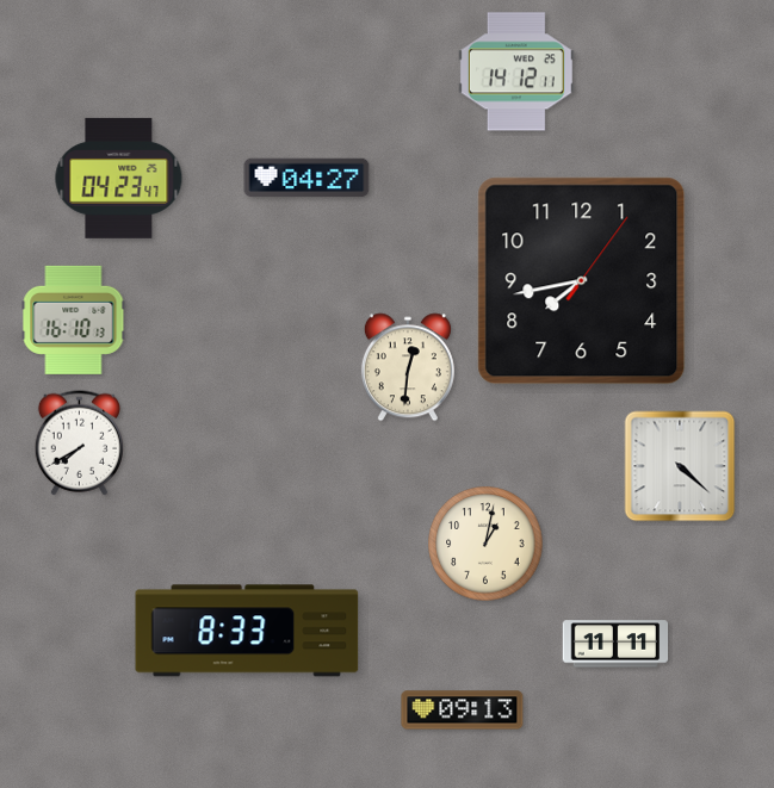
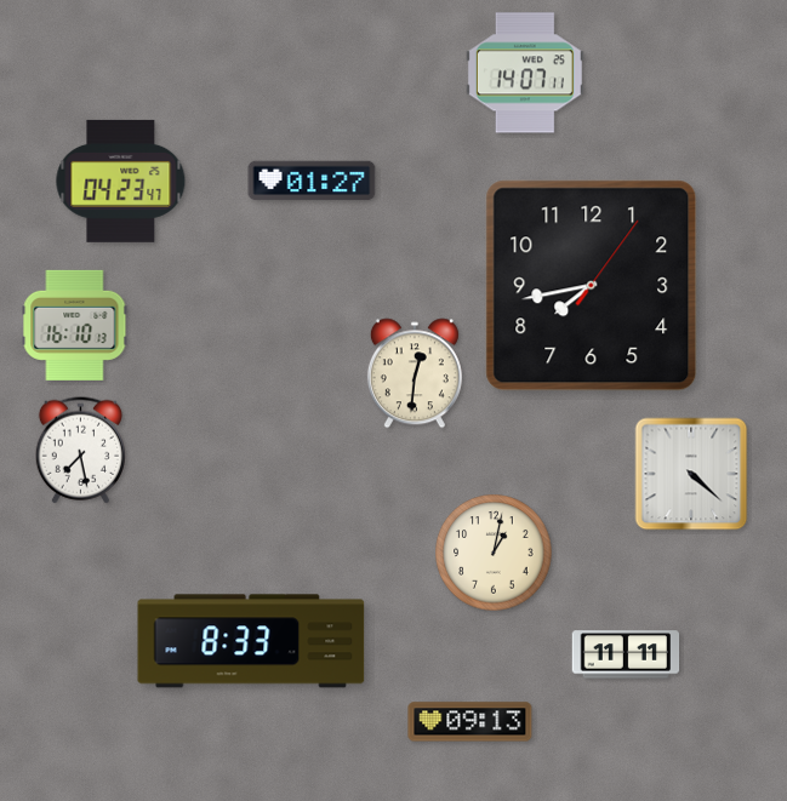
clock at (516, 72): 14:12 -> 14:07
clock at (306, 178): 04:27 -> 01:27
clock at (79, 443): 7:40 -> 7:28
